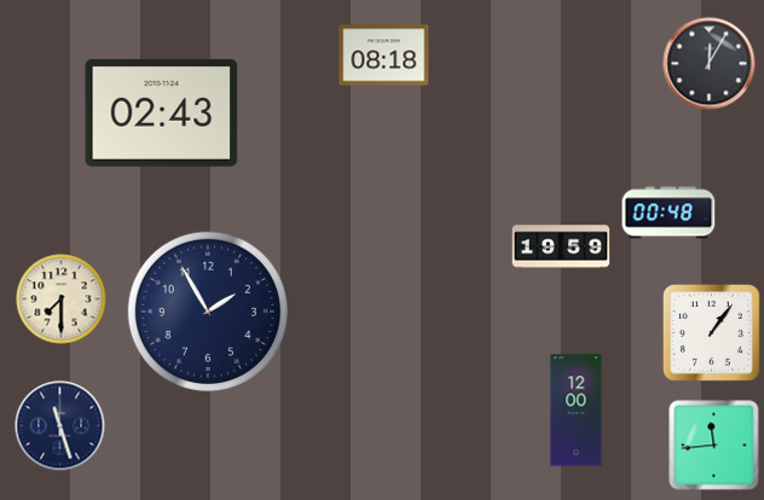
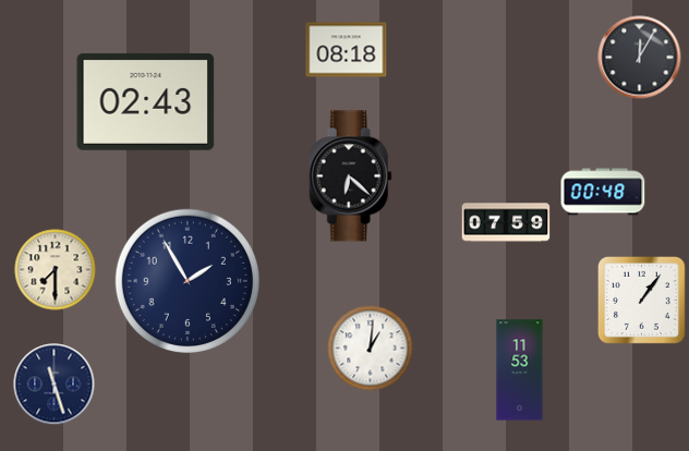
clock at (350, 176): none -> 6:22
clock at (561, 246): 19:59 -> 07:59
clock at (371, 349): none -> 1:01
clock at (577, 411): 12:00 -> 11:53
clock at (714, 446): 11:44 -> none
